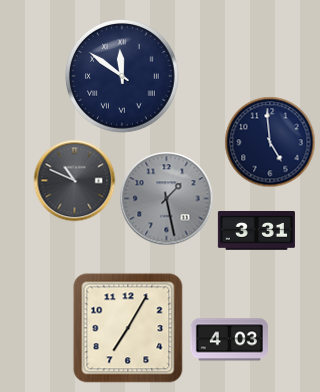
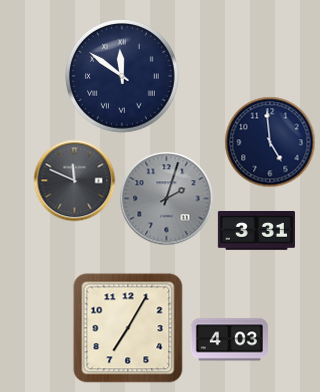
clock at (74, 180): 10:49 -> 11:49
clock at (166, 198): 1:28 -> 2:03
